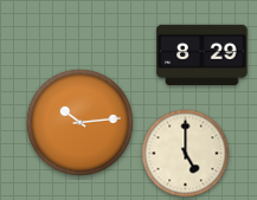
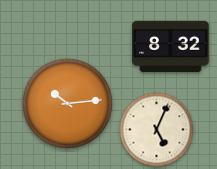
clock at (203, 54): 8:29 -> 8:32
clock at (186, 154): 5:00 -> 5:04
